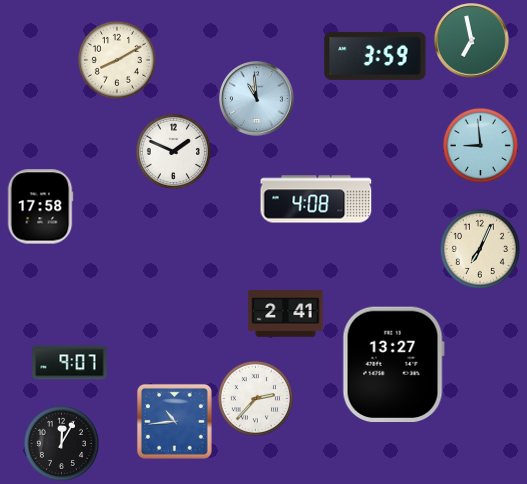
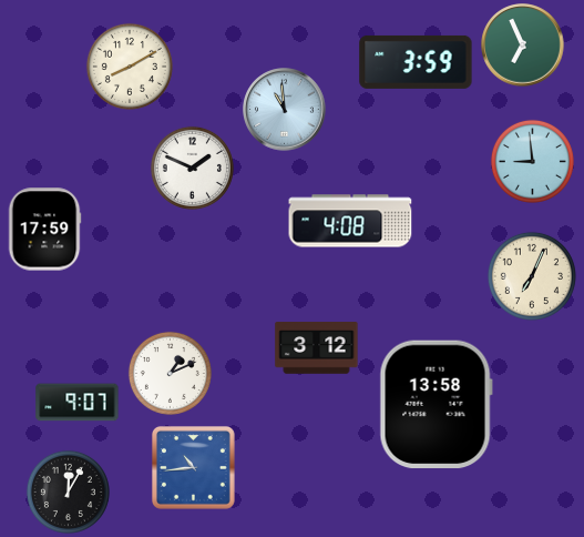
clock at (472, 41): 6:58 -> 6:56
clock at (40, 207): 17:58 -> 17:59
clock at (286, 314): 2:41 -> 3:12
clock at (170, 373): none -> 1:11
clock at (393, 365): 13:27 -> 13:58
clock at (255, 398): 2:37 -> none
